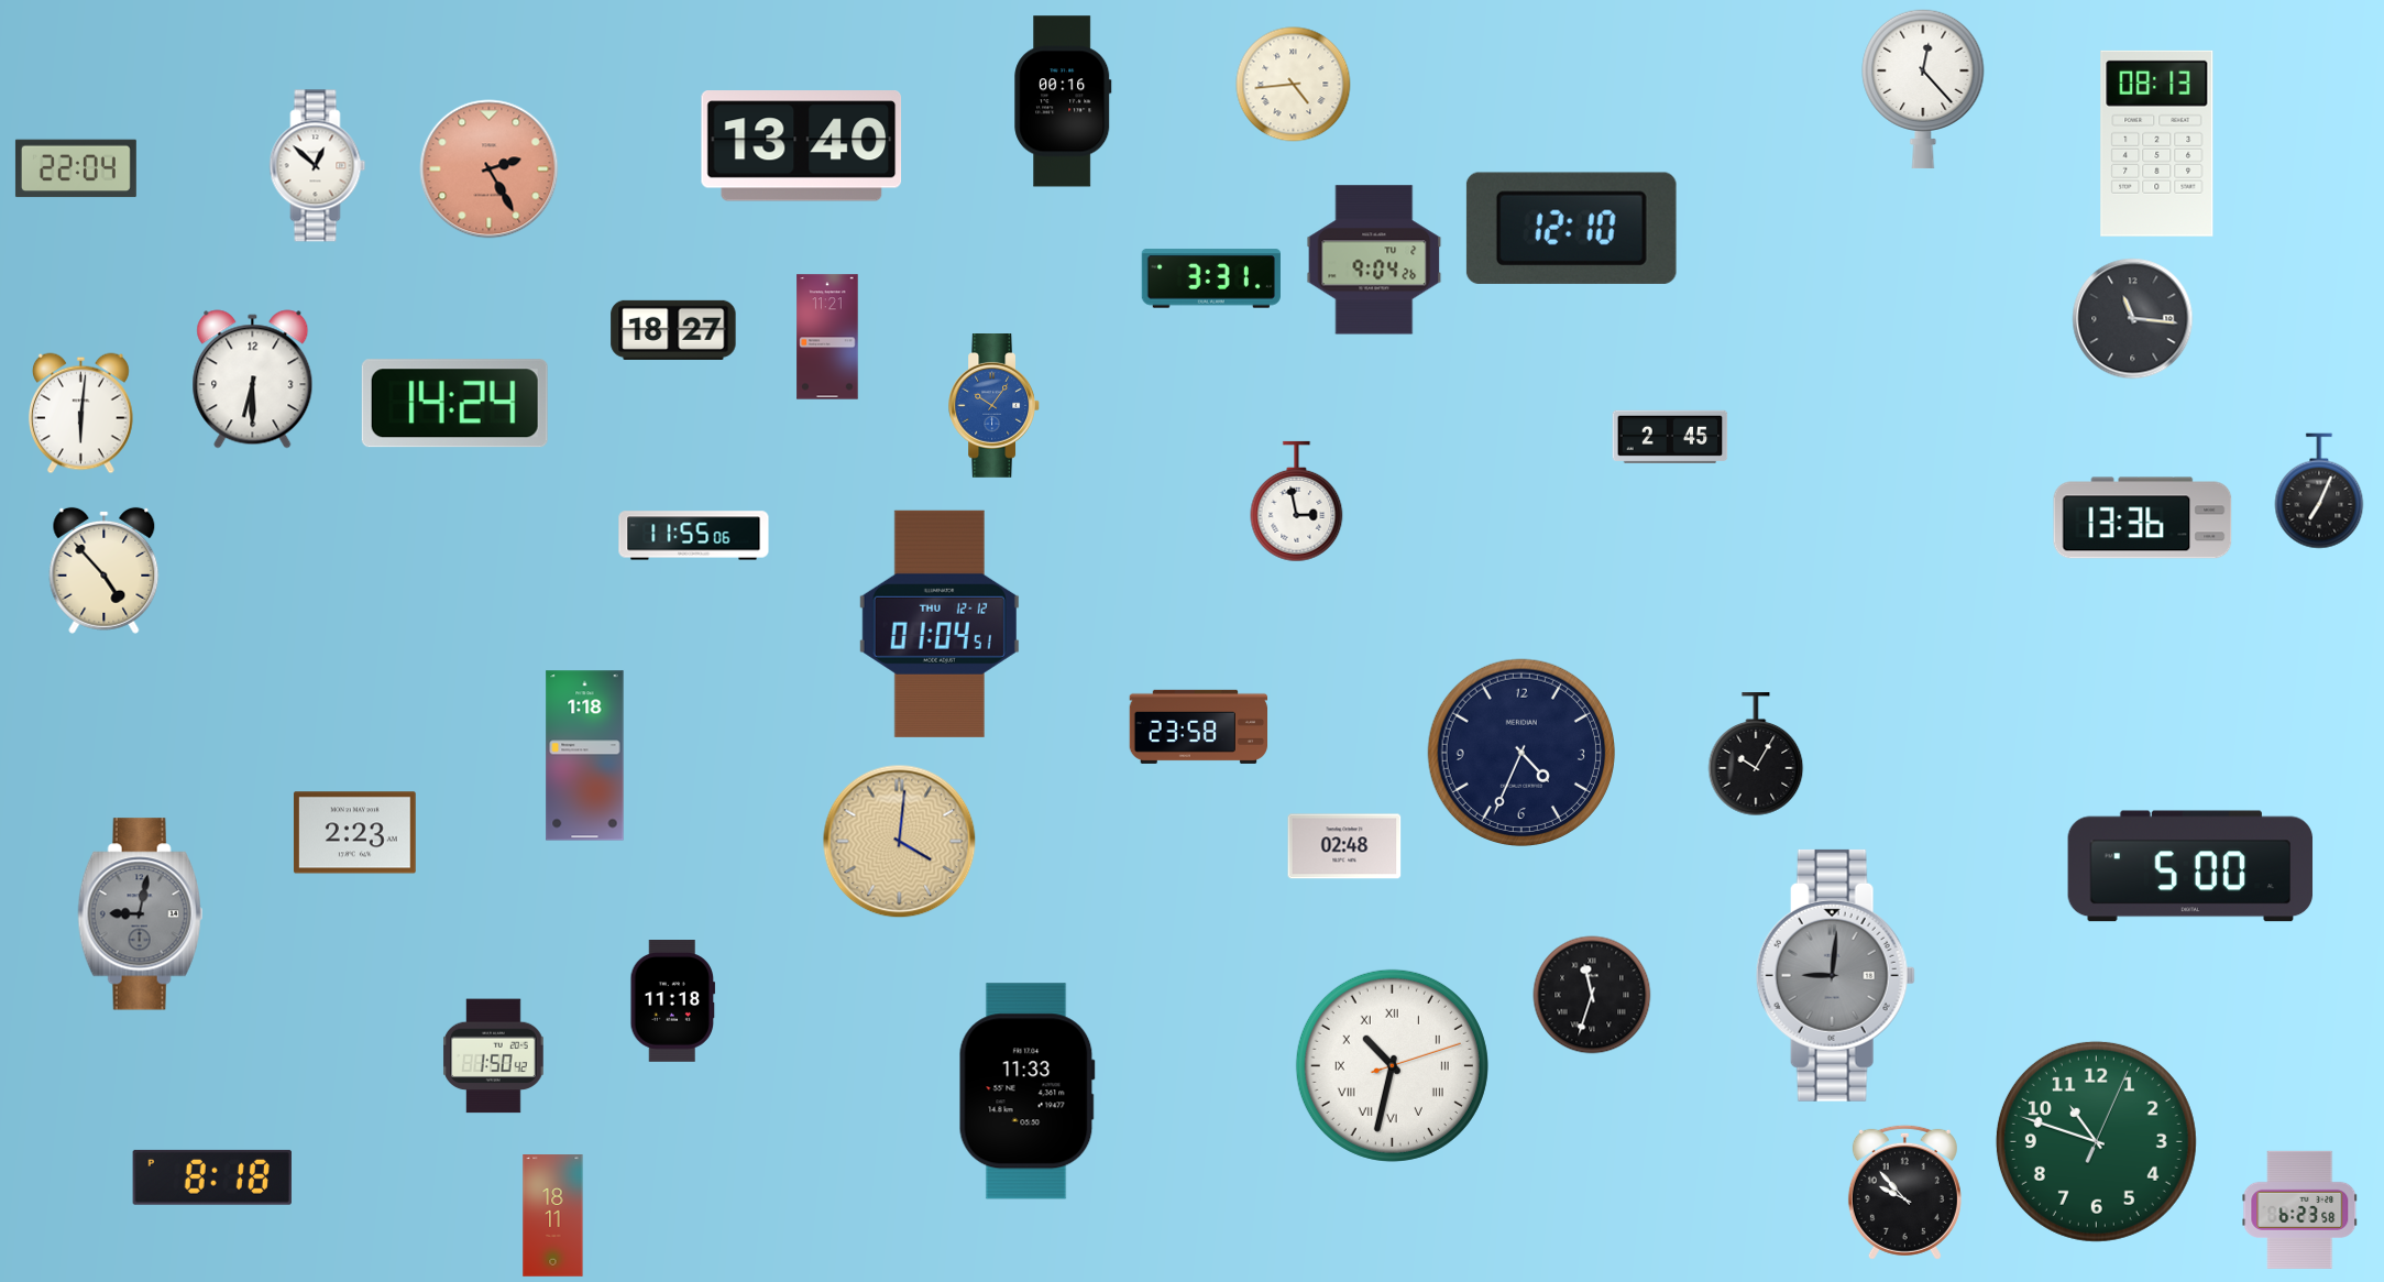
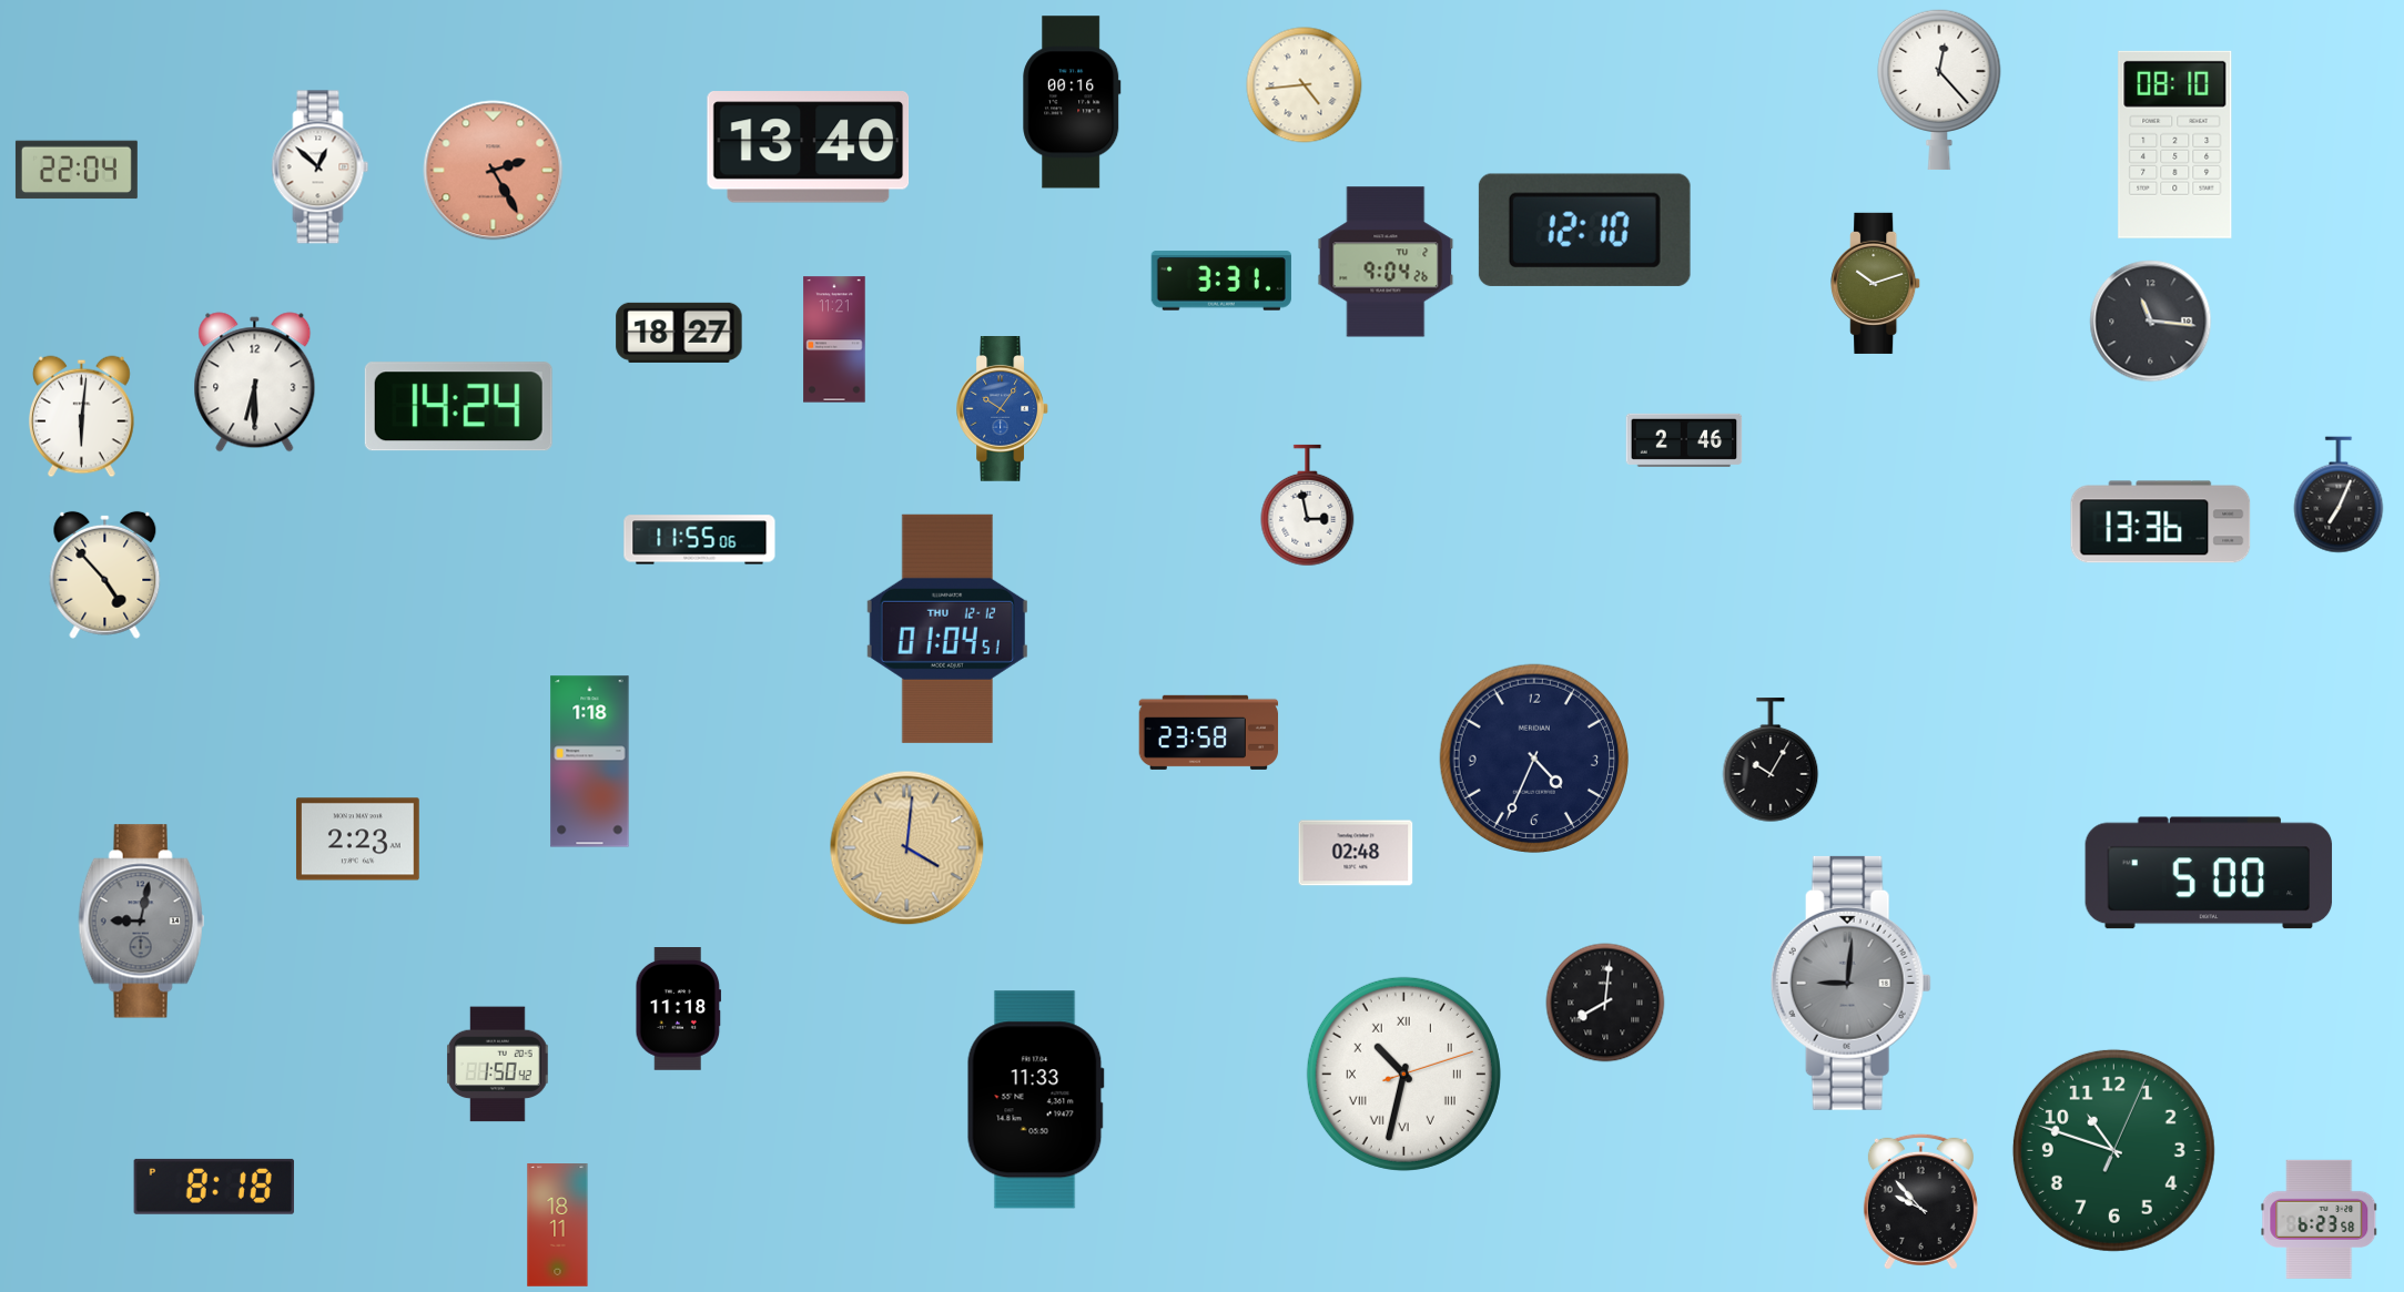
clock at (2157, 143): 08:13 -> 08:10
clock at (1876, 283): none -> 10:12
clock at (1670, 437): 2:45 -> 2:46
clock at (1592, 995): 11:33 -> 8:01
